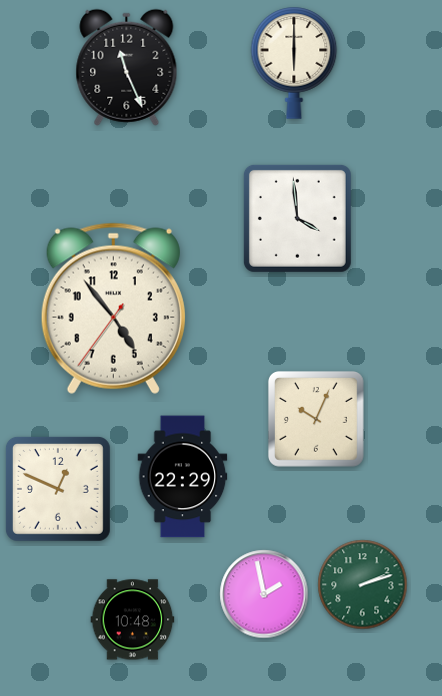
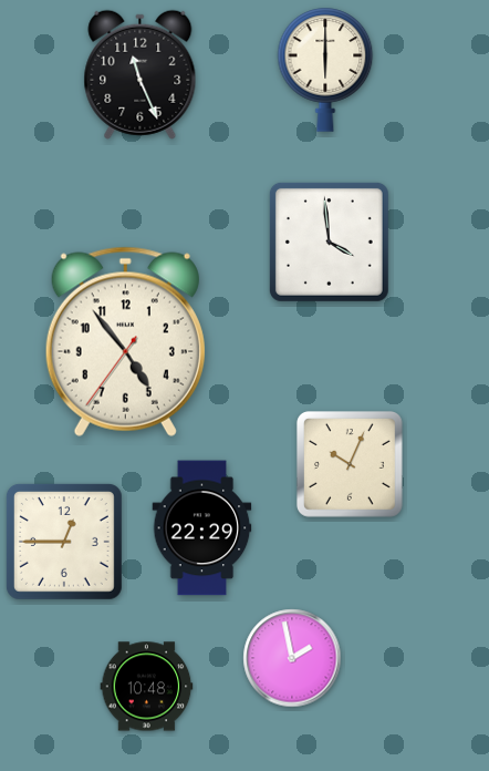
clock at (58, 489): 12:49 -> 12:45
clock at (363, 585): 2:12 -> none
